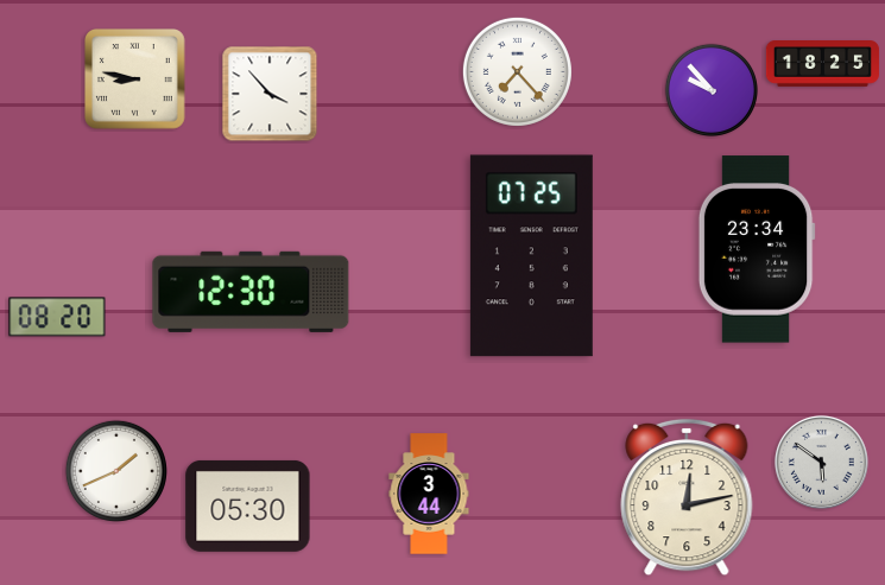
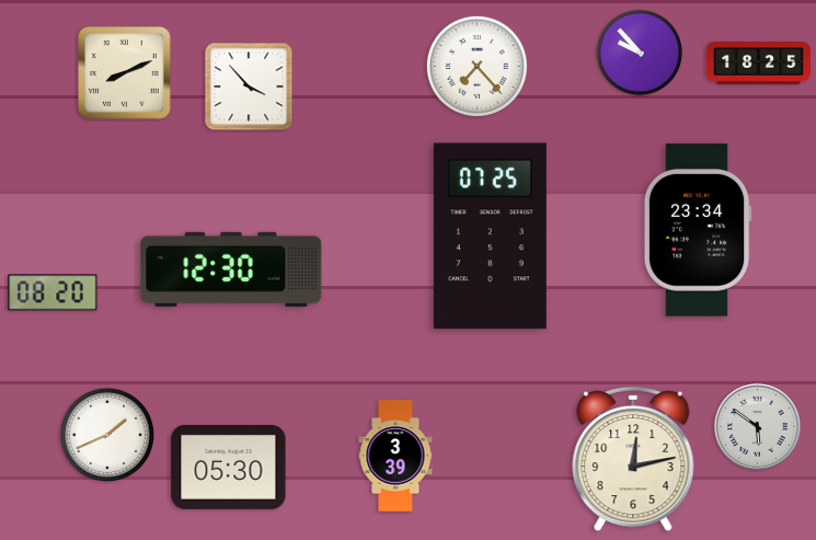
clock at (822, 64) position: (822, 64) -> (758, 64)
clock at (135, 80): 8:47 -> 8:11
clock at (710, 89) position: (710, 89) -> (639, 51)
clock at (429, 494): 3:44 -> 3:39
